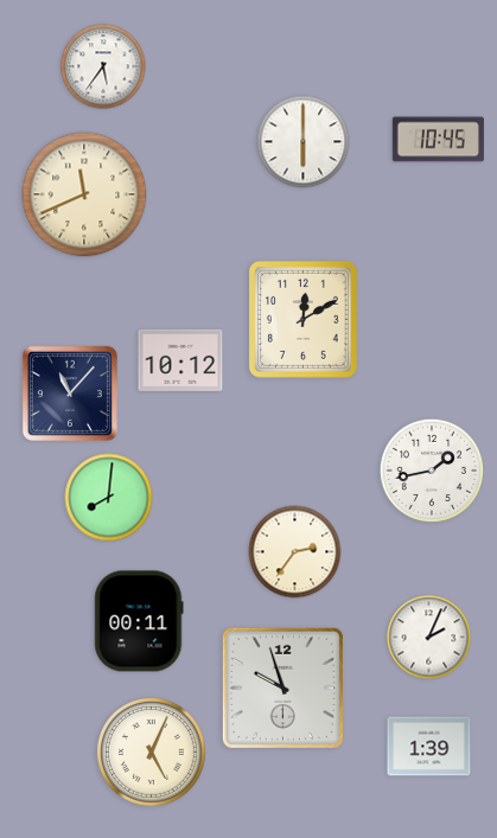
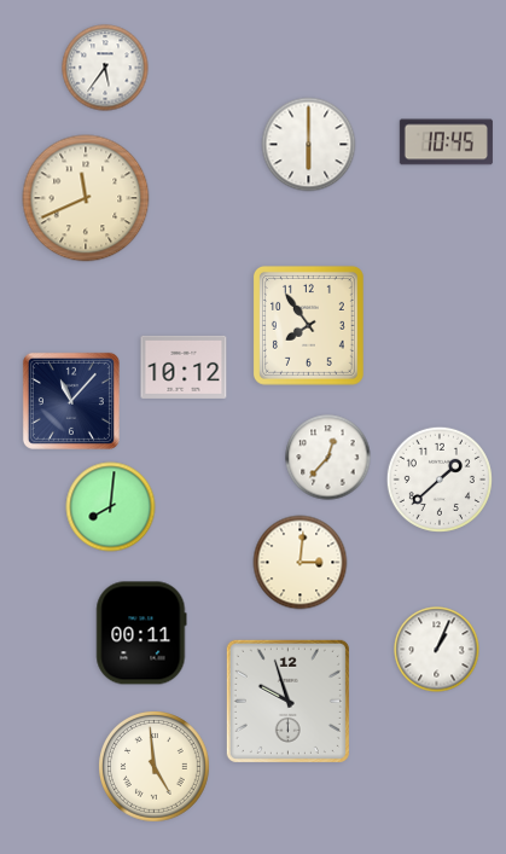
clock at (302, 319): 12:10 -> 7:54
clock at (328, 458): none -> 12:37
clock at (432, 471): 1:43 -> 1:38
clock at (295, 552): 2:36 -> 3:01
clock at (429, 638): 2:04 -> 1:04
clock at (429, 747): 1:39 -> none
clock at (152, 753): 5:04 -> 4:59
